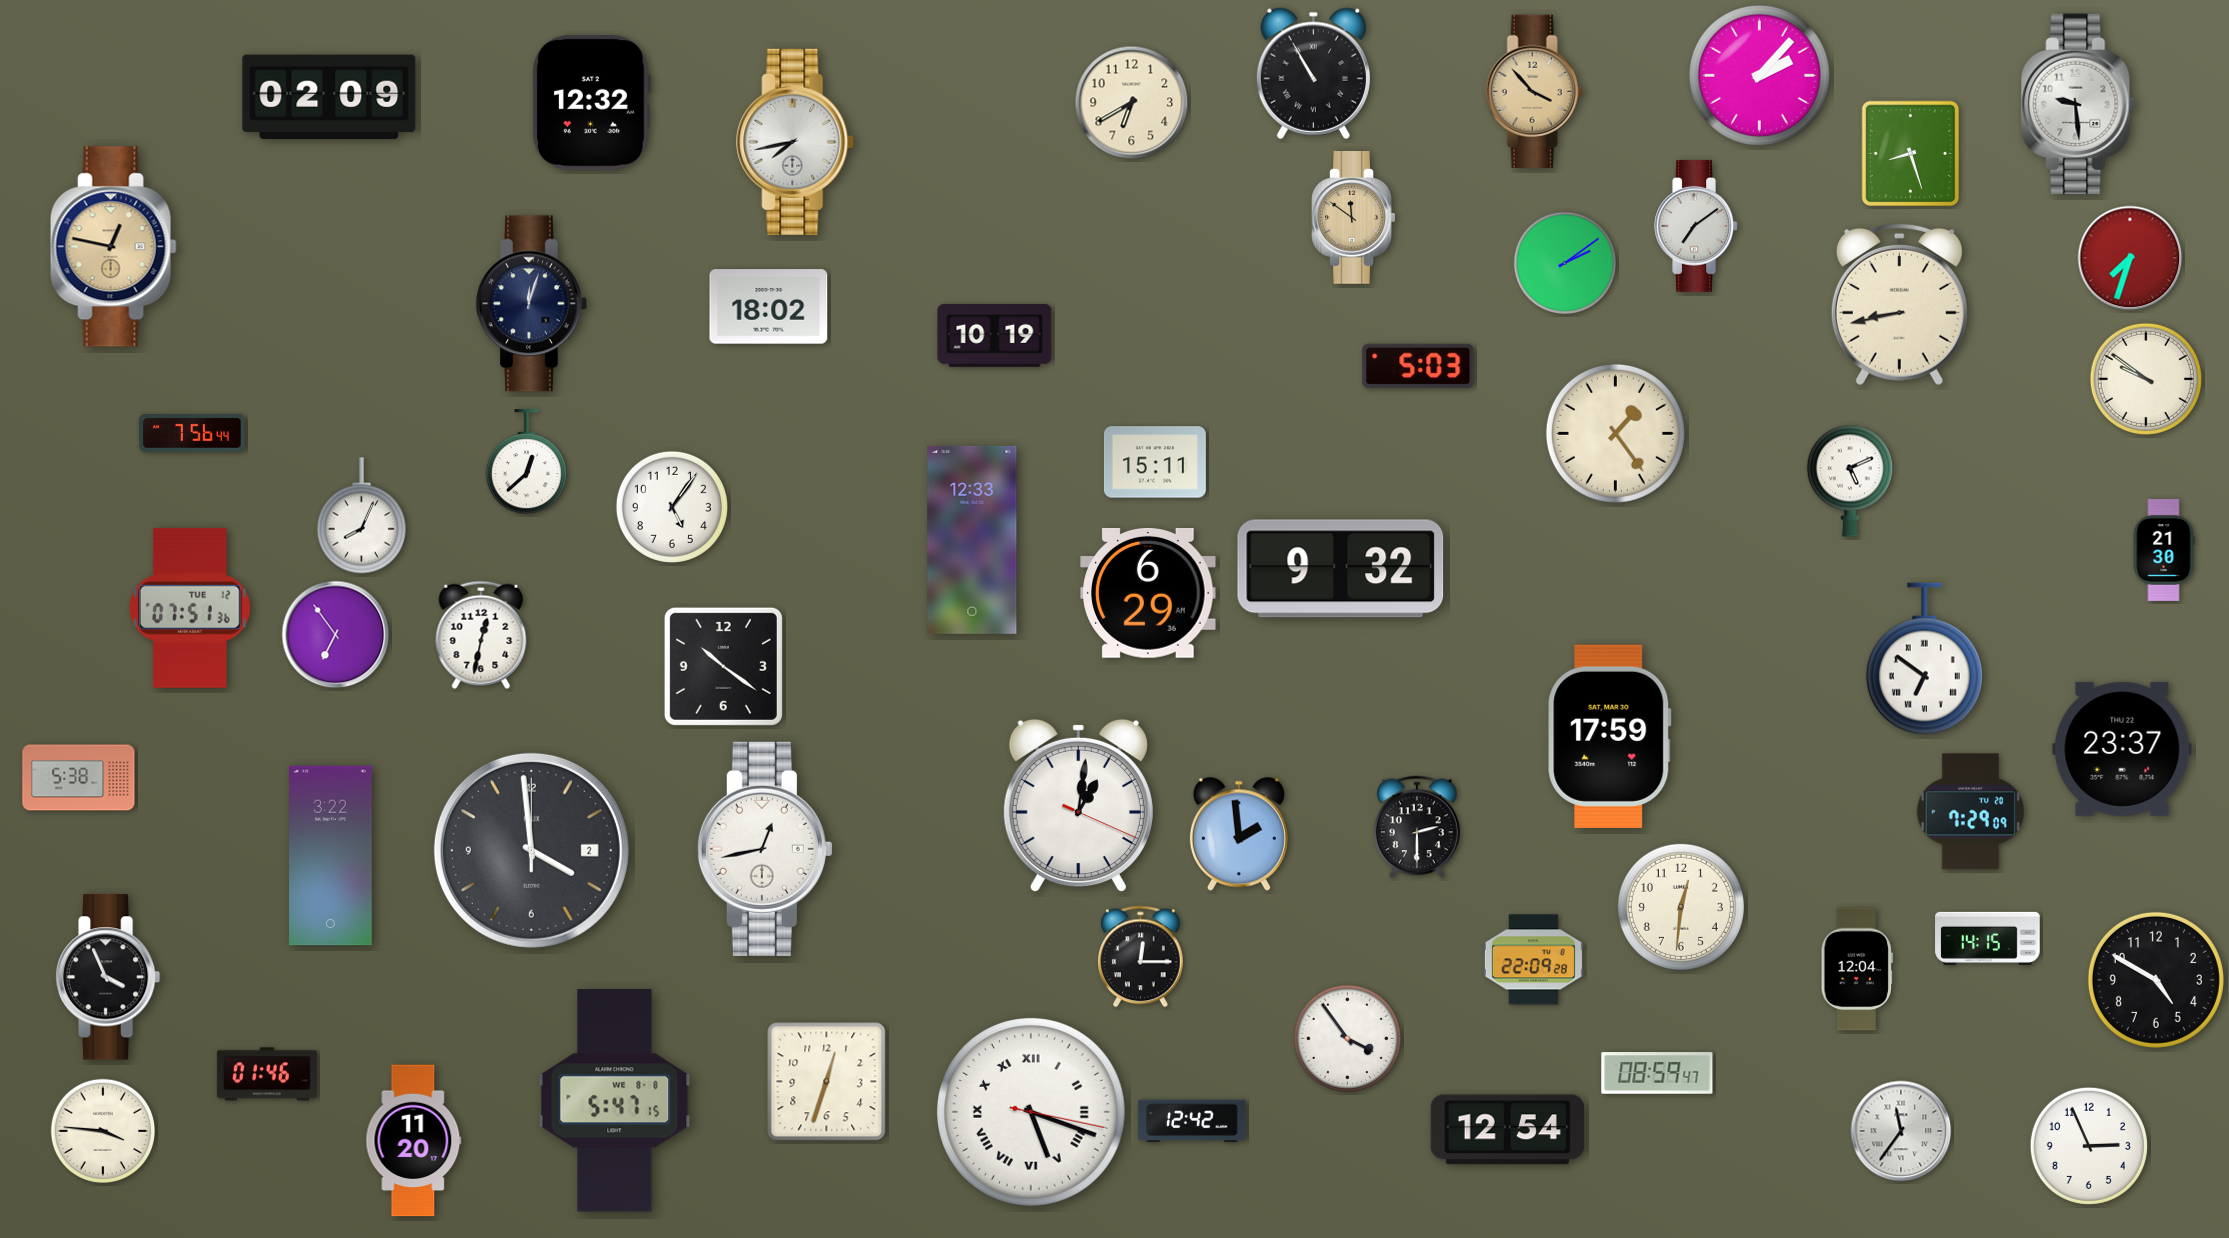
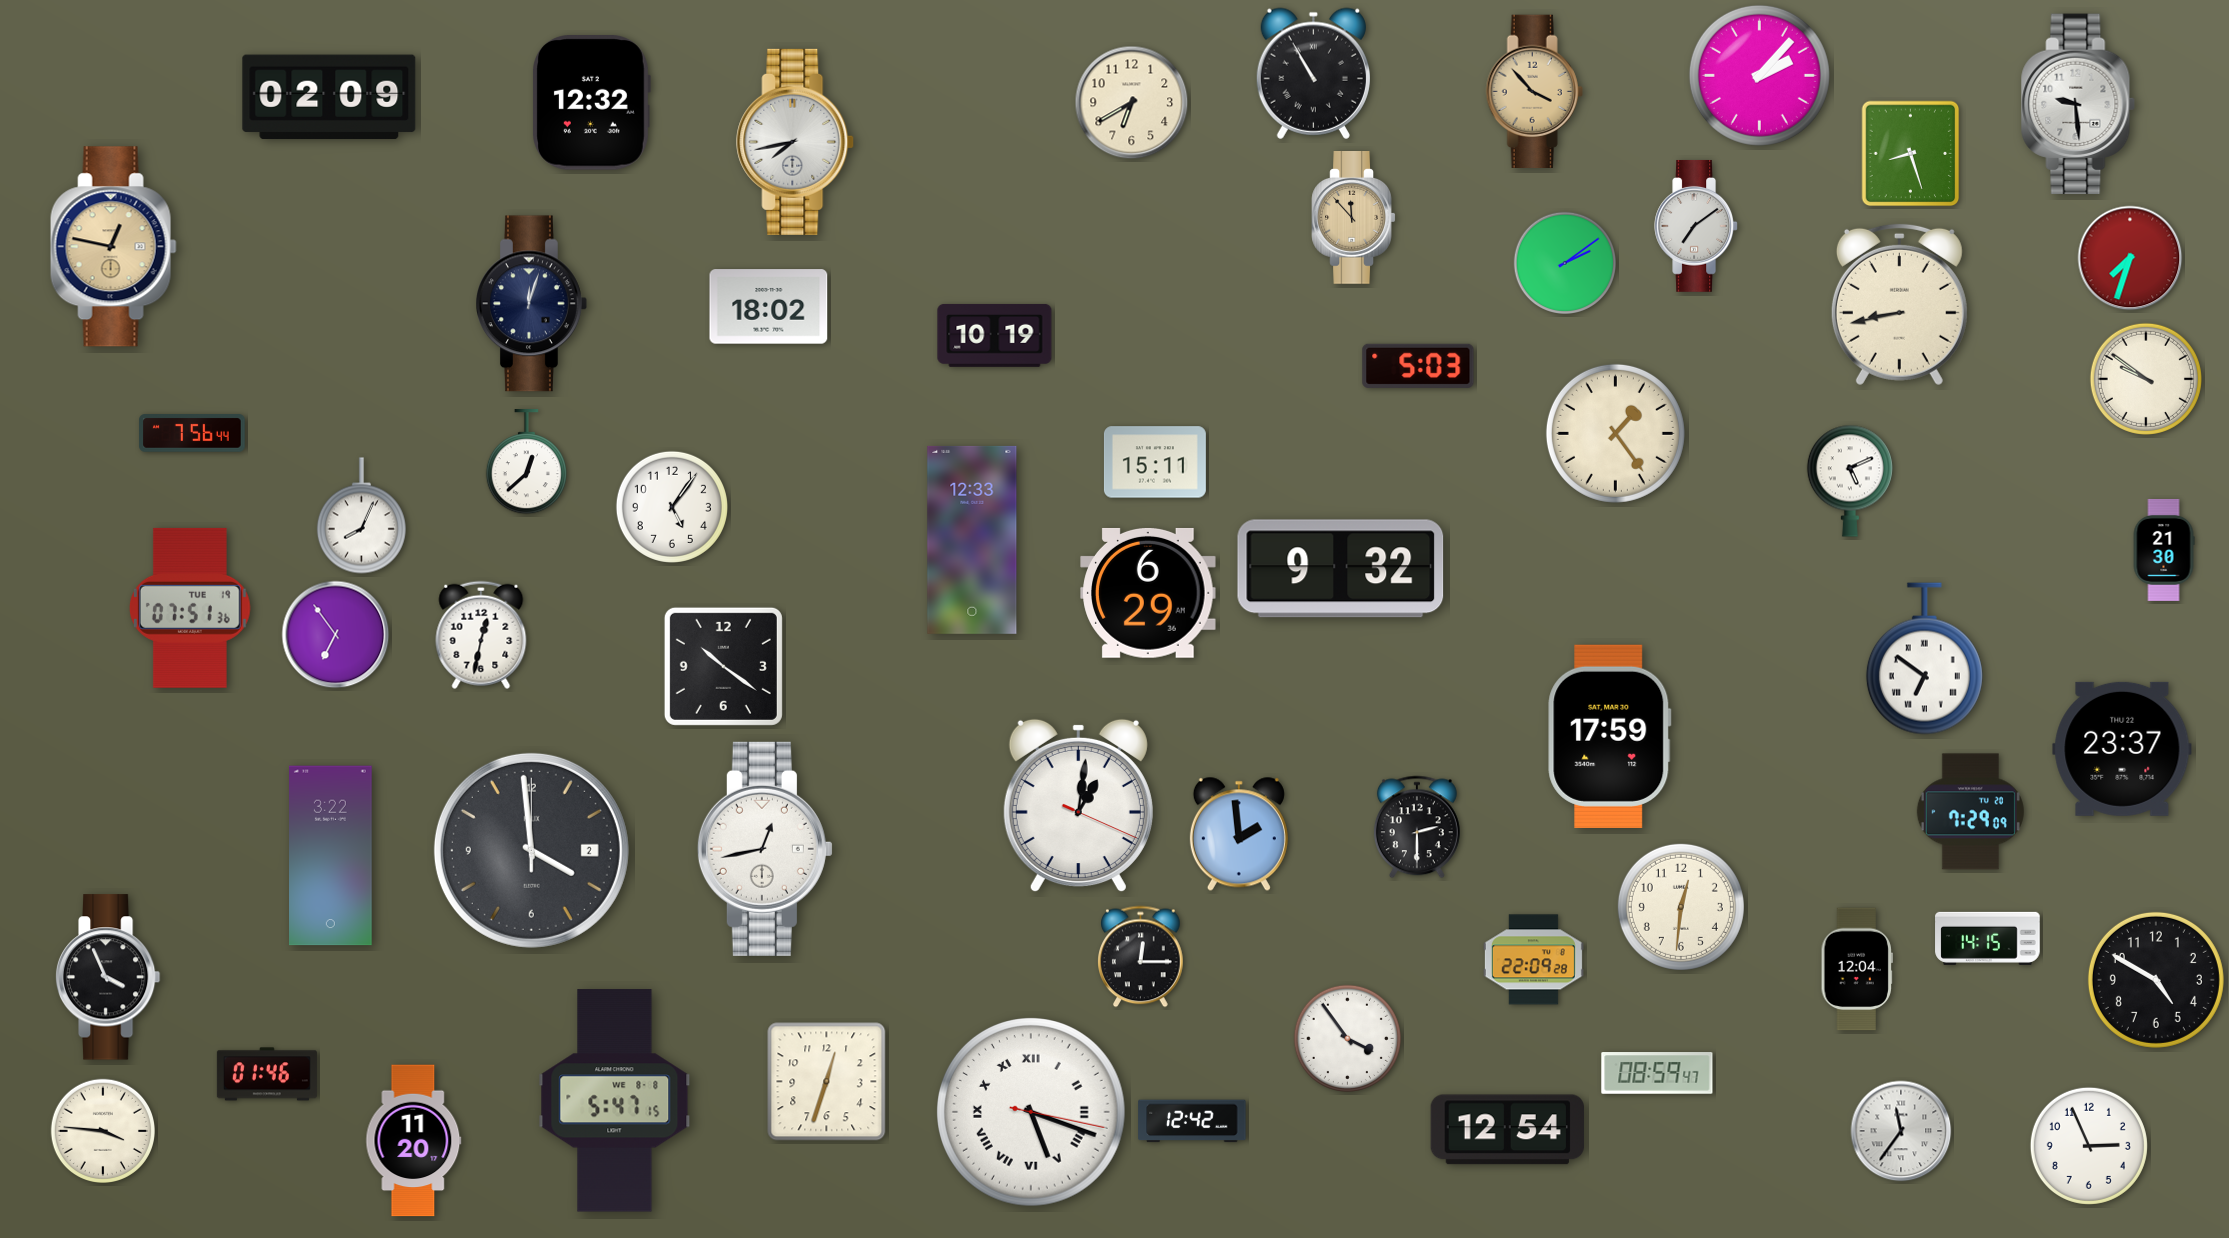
clock at (1354, 218): 11:51 -> 11:53
clock at (190, 608) date: TUE 12 -> TUE 19
clock at (79, 778): 5:38 -> none
